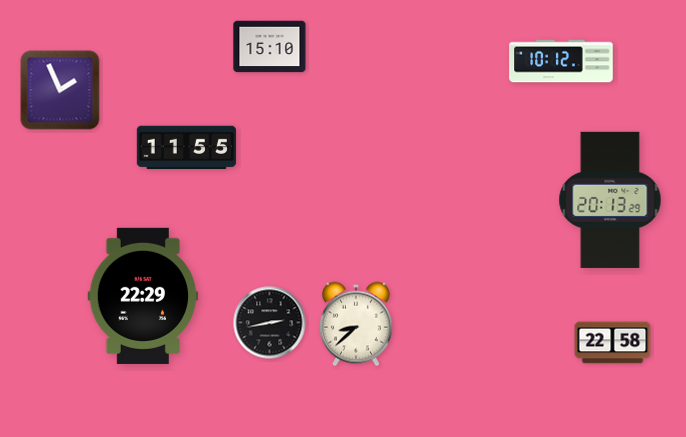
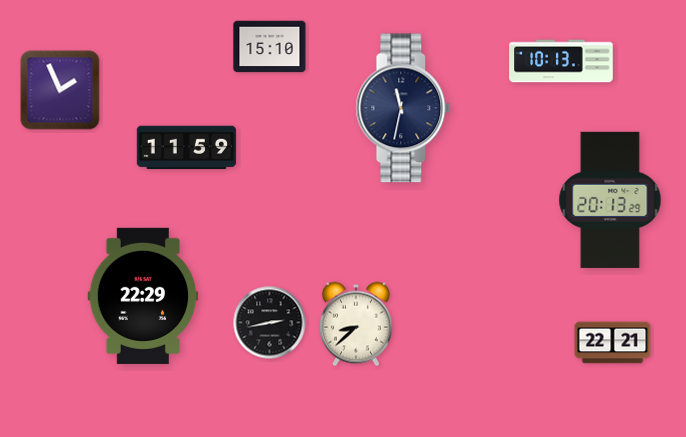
clock at (561, 61): 10:12 -> 10:13
clock at (403, 108): none -> 11:32
clock at (186, 148): 11:55 -> 11:59
clock at (613, 343): 22:58 -> 22:21
